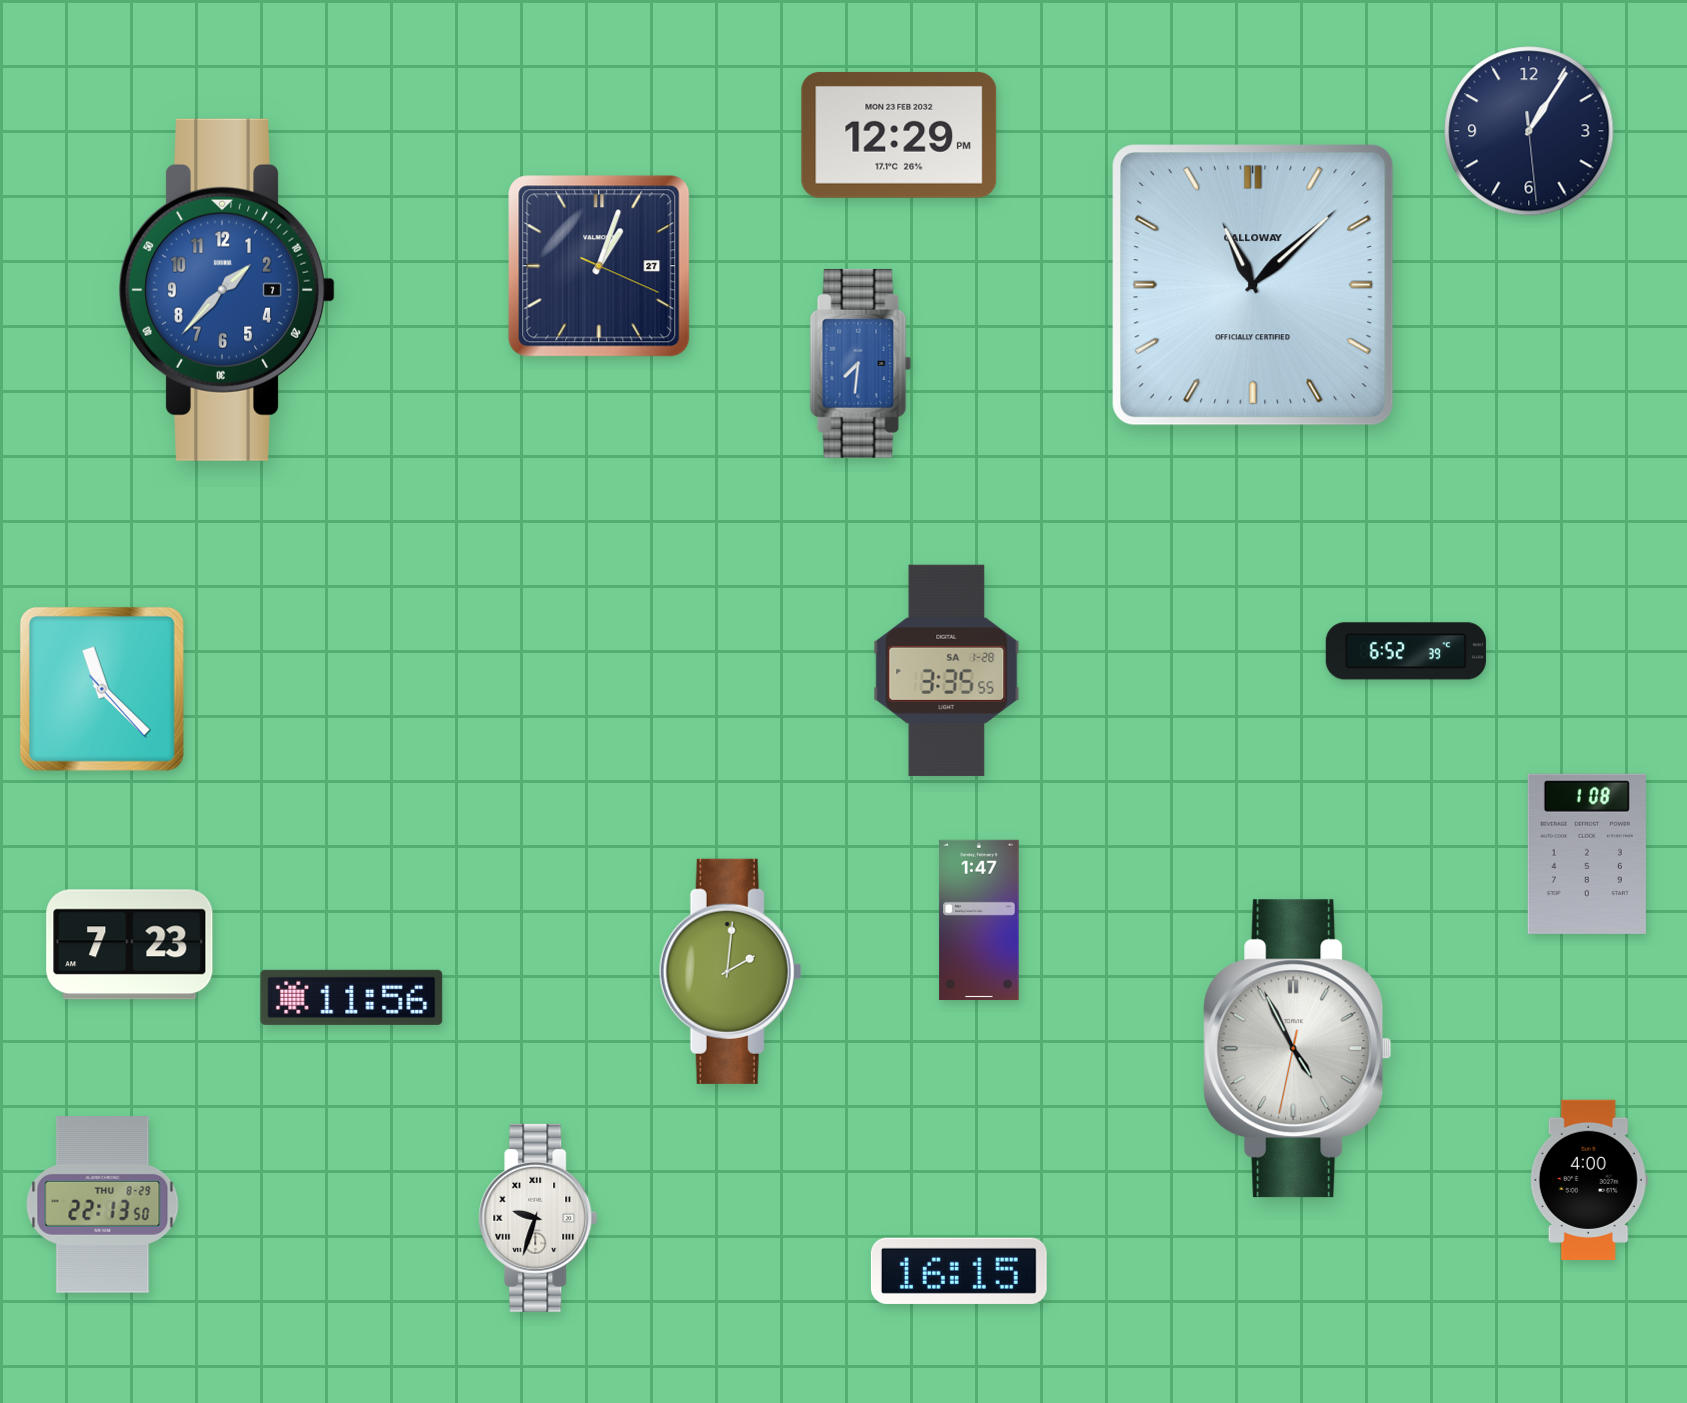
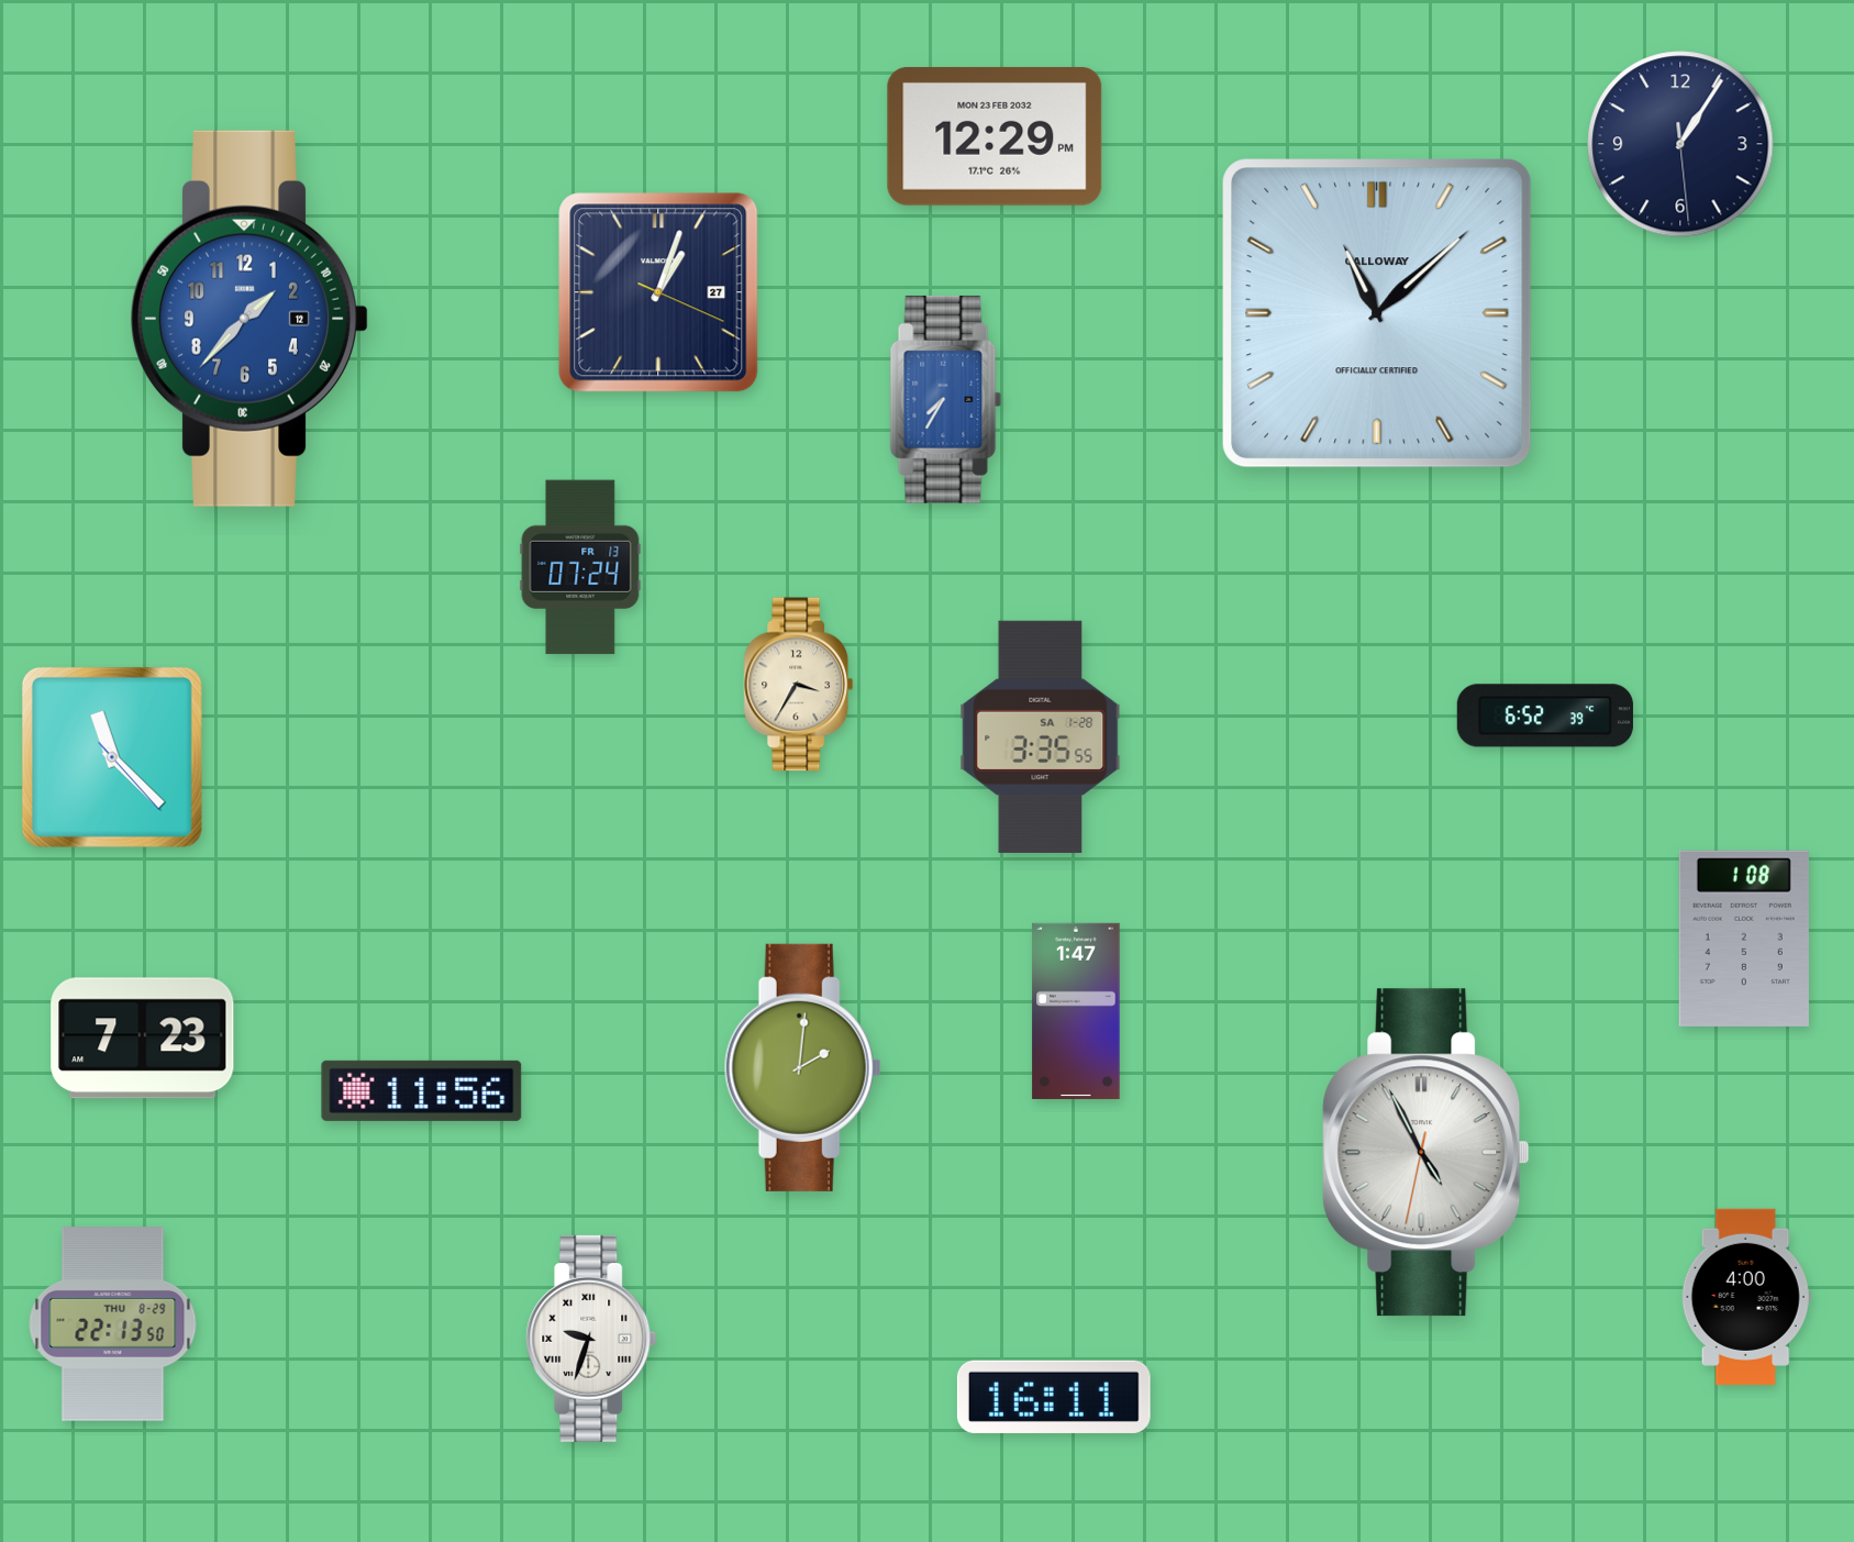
clock at (899, 135) position: (899, 135) -> (995, 136)
clock at (227, 290) date: 7 -> 12
clock at (861, 363): 7:31 -> 7:35
clock at (580, 567): none -> 07:24
clock at (799, 685): none -> 3:35
clock at (352, 997) position: (352, 997) -> (422, 1090)
clock at (959, 1271): 16:15 -> 16:11
